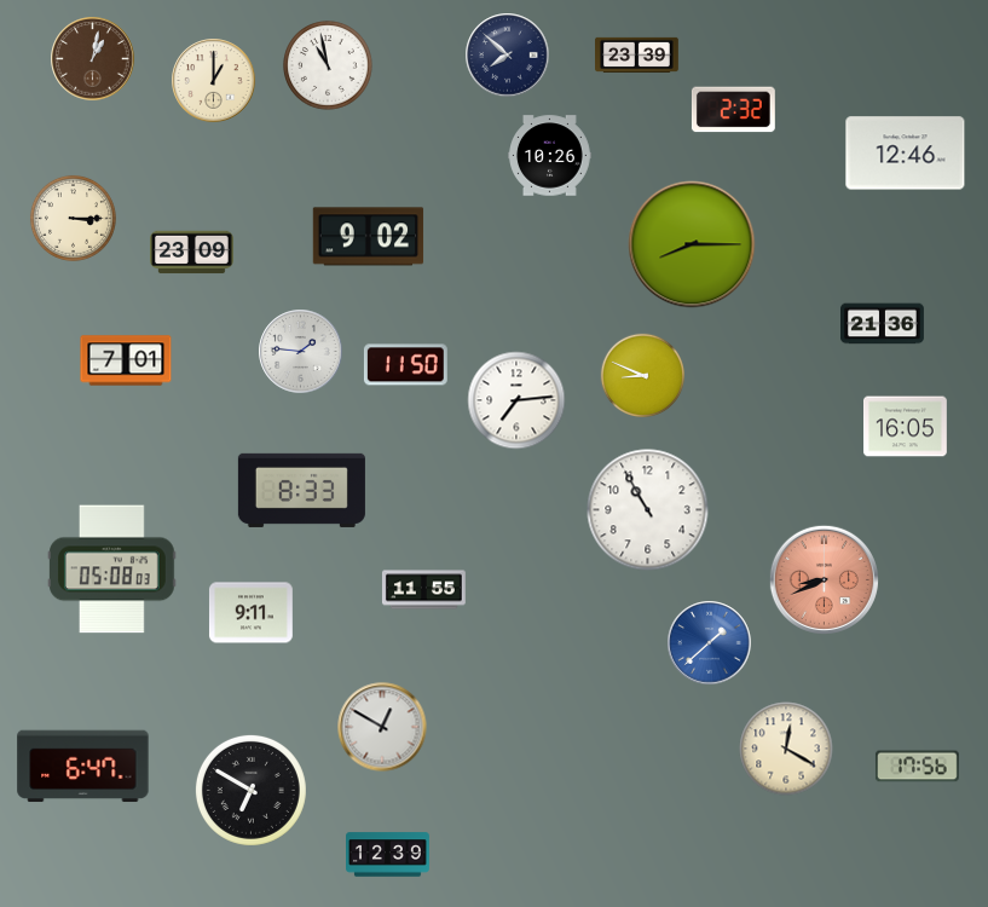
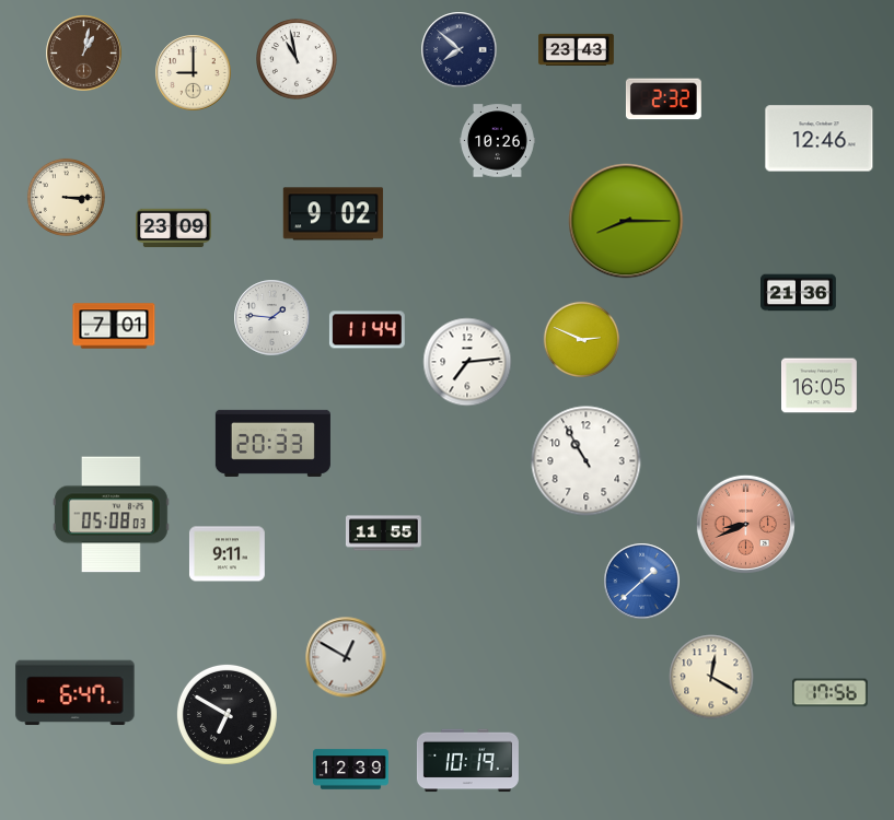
clock at (637, 54): 23:39 -> 23:43
clock at (214, 81): 1:00 -> 9:00
clock at (405, 365): 11:50 -> 11:44
clock at (642, 375): 8:49 -> 2:49
clock at (301, 490): 8:33 -> 20:33
clock at (112, 570) position: (112, 570) -> (112, 515)
clock at (467, 761): none -> 10:19
clock at (388, 855) position: (388, 855) -> (351, 770)
